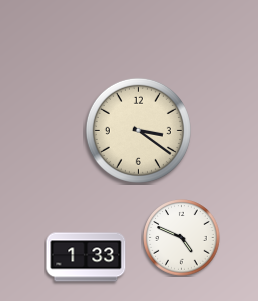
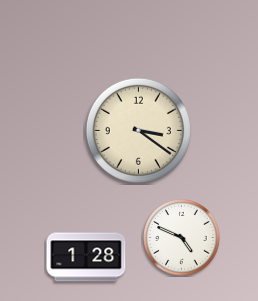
clock at (86, 257): 1:33 -> 1:28
